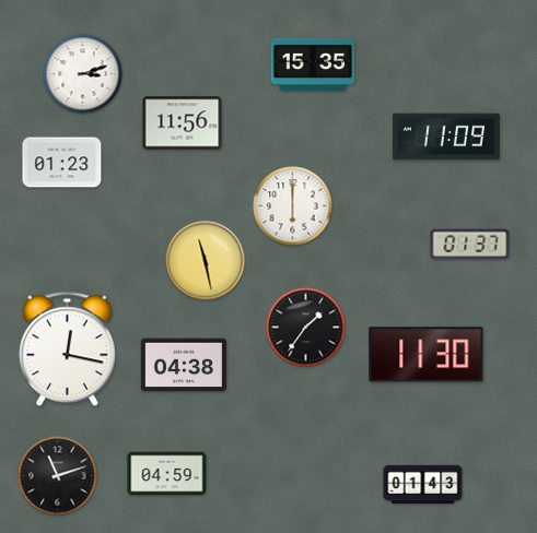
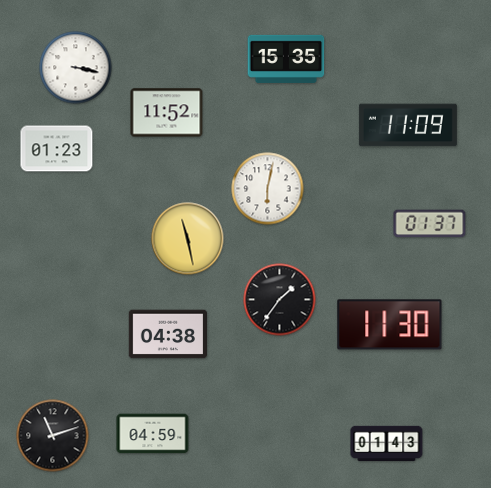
clock at (83, 74): 3:12 -> 3:17
clock at (183, 123): 11:56 -> 11:52
clock at (293, 206): 6:00 -> 6:02
clock at (67, 350): 12:17 -> none
